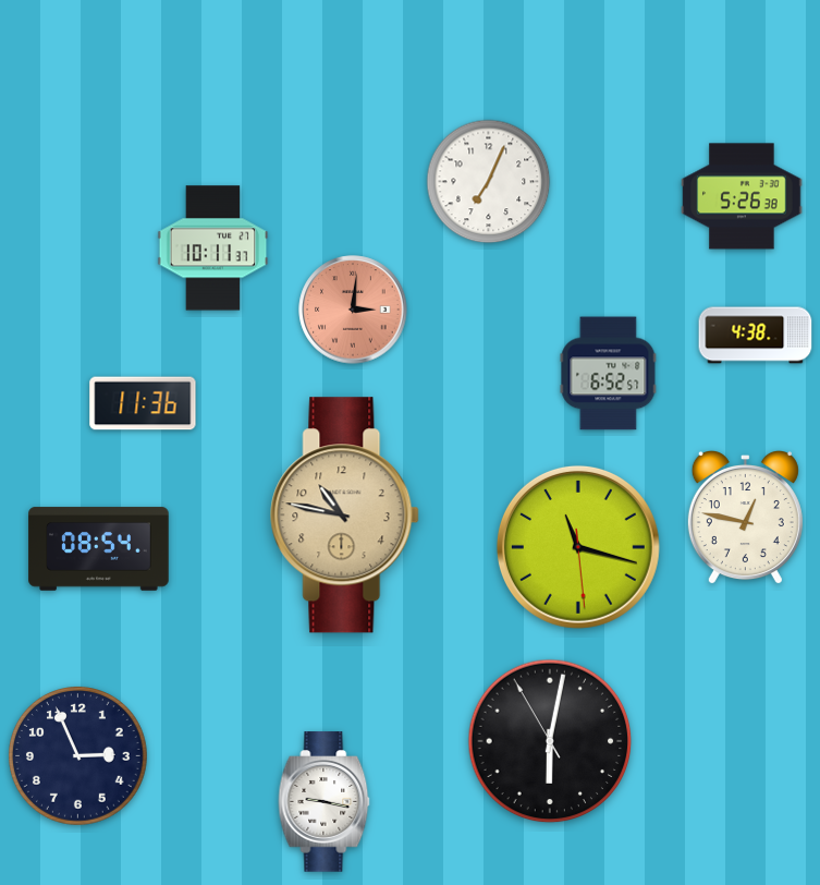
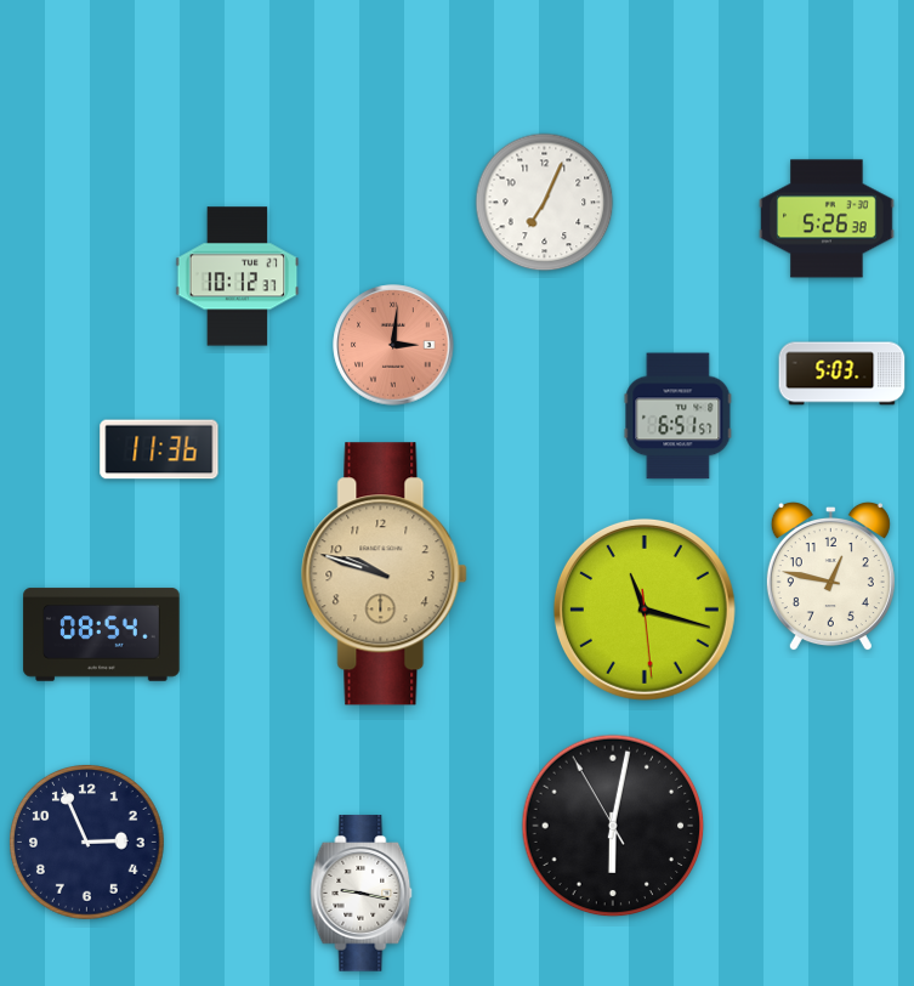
clock at (213, 248): 10:11 -> 10:12
clock at (756, 336): 4:38 -> 5:03
clock at (609, 374): 6:52 -> 6:51
clock at (345, 516): 10:47 -> 9:48
clock at (99, 549) position: (99, 549) -> (102, 635)
